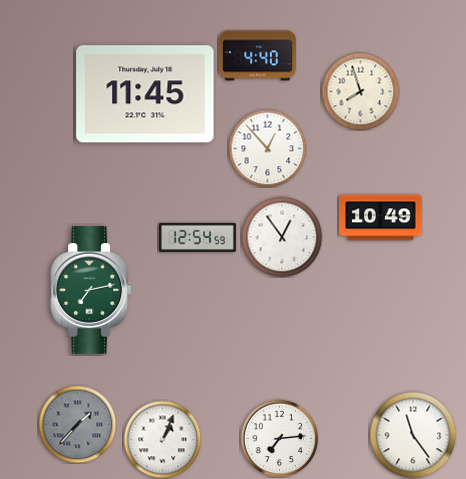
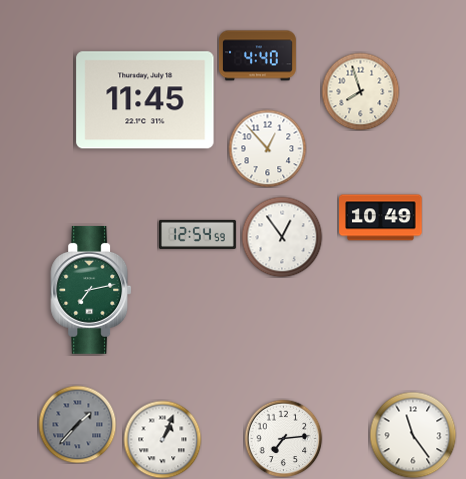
clock at (145, 94) position: (145, 94) -> (145, 100)
clock at (197, 237) position: (197, 237) -> (197, 234)
clock at (279, 438) position: (279, 438) -> (283, 438)
